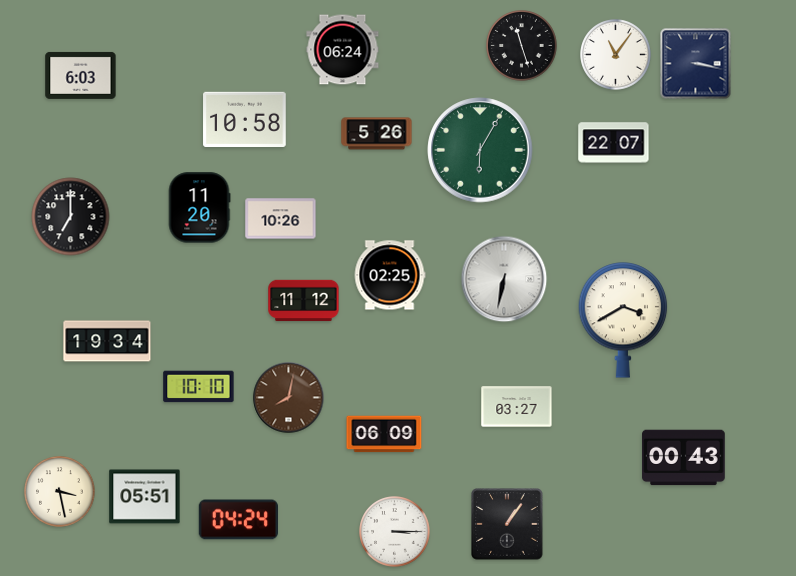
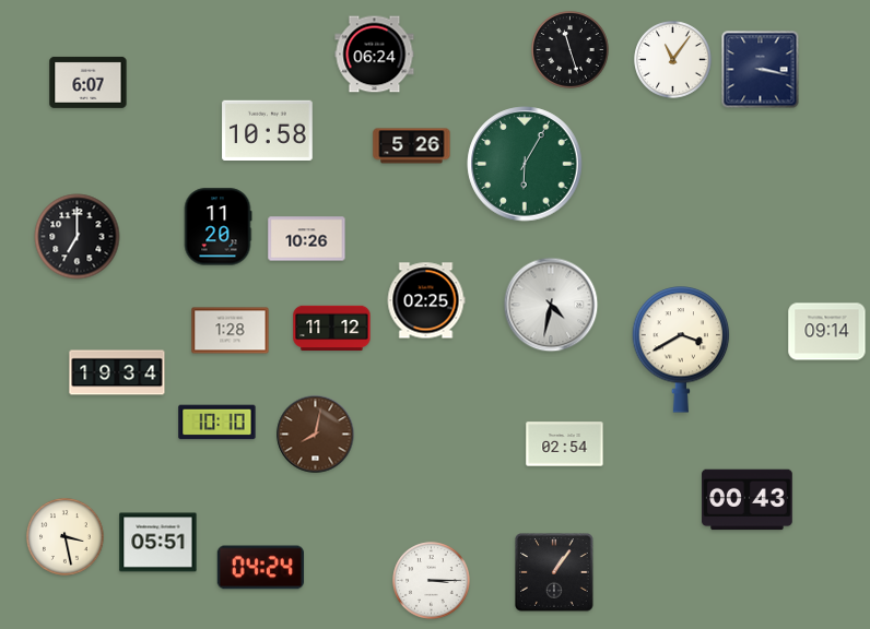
clock at (81, 75): 6:03 -> 6:07
clock at (614, 143): 22:07 -> none
clock at (504, 279): 6:32 -> 4:32
clock at (231, 331): none -> 1:28
clock at (827, 332): none -> 09:14
clock at (517, 407): 03:27 -> 02:54
clock at (384, 434): 06:09 -> none
